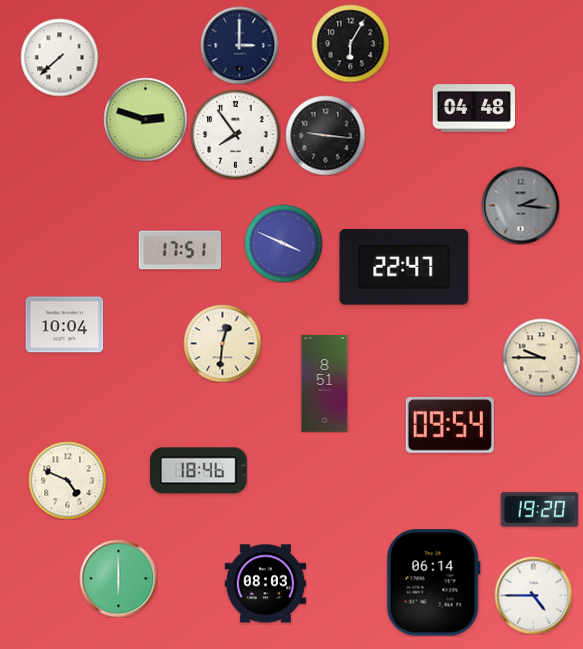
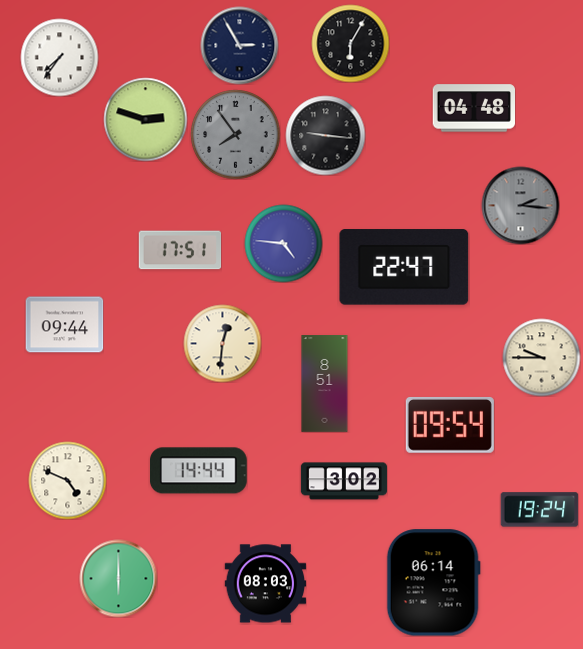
clock at (239, 45): 3:00 -> 2:55
clock at (59, 57): 7:38 -> 7:36
clock at (235, 134) dial: white -> grey
clock at (283, 243): 3:49 -> 4:46
clock at (64, 325): 10:04 -> 09:44
clock at (198, 471): 18:46 -> 14:44
clock at (344, 481): none -> 3:02
clock at (539, 510): 19:20 -> 19:24
clock at (533, 595): 4:45 -> none
